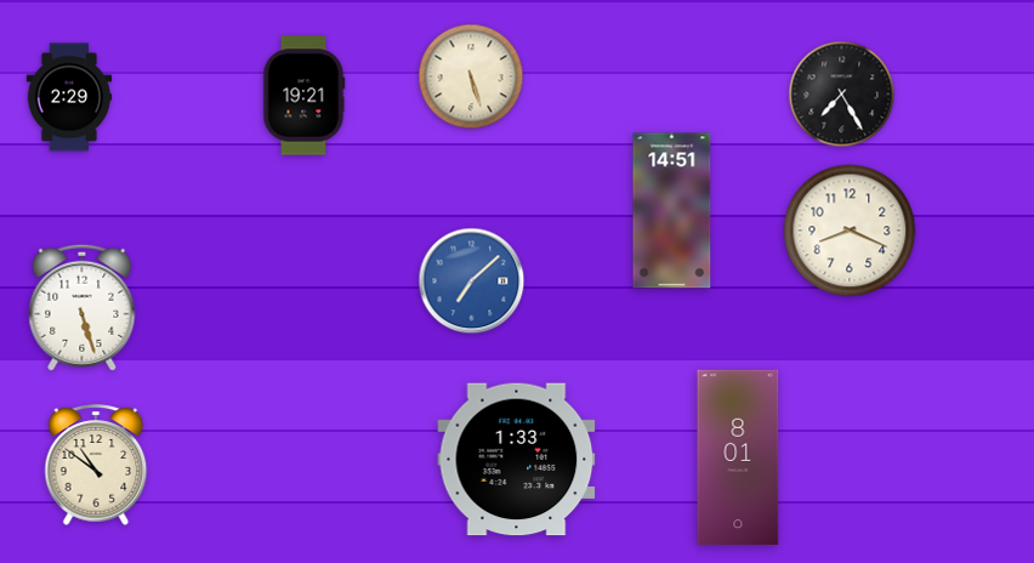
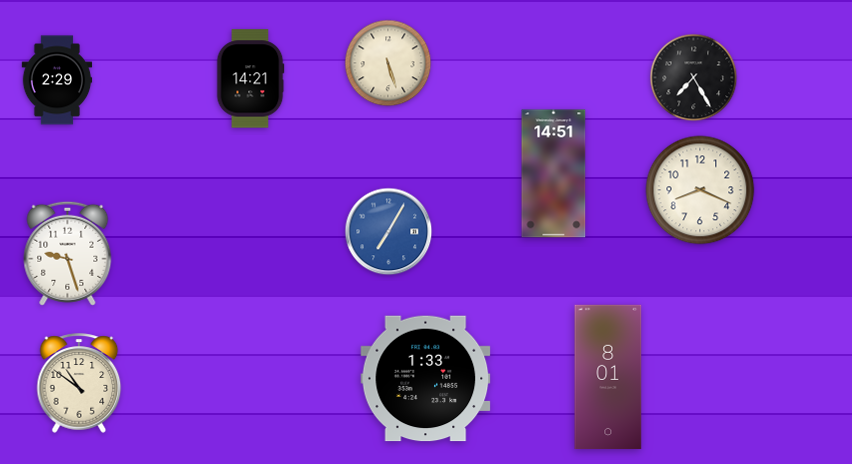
clock at (303, 96): 19:21 -> 14:21
clock at (472, 281): 7:08 -> 7:05
clock at (83, 307): 5:27 -> 9:27
